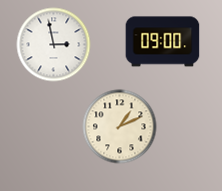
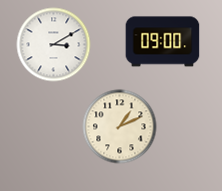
clock at (54, 45): 2:58 -> 3:10
